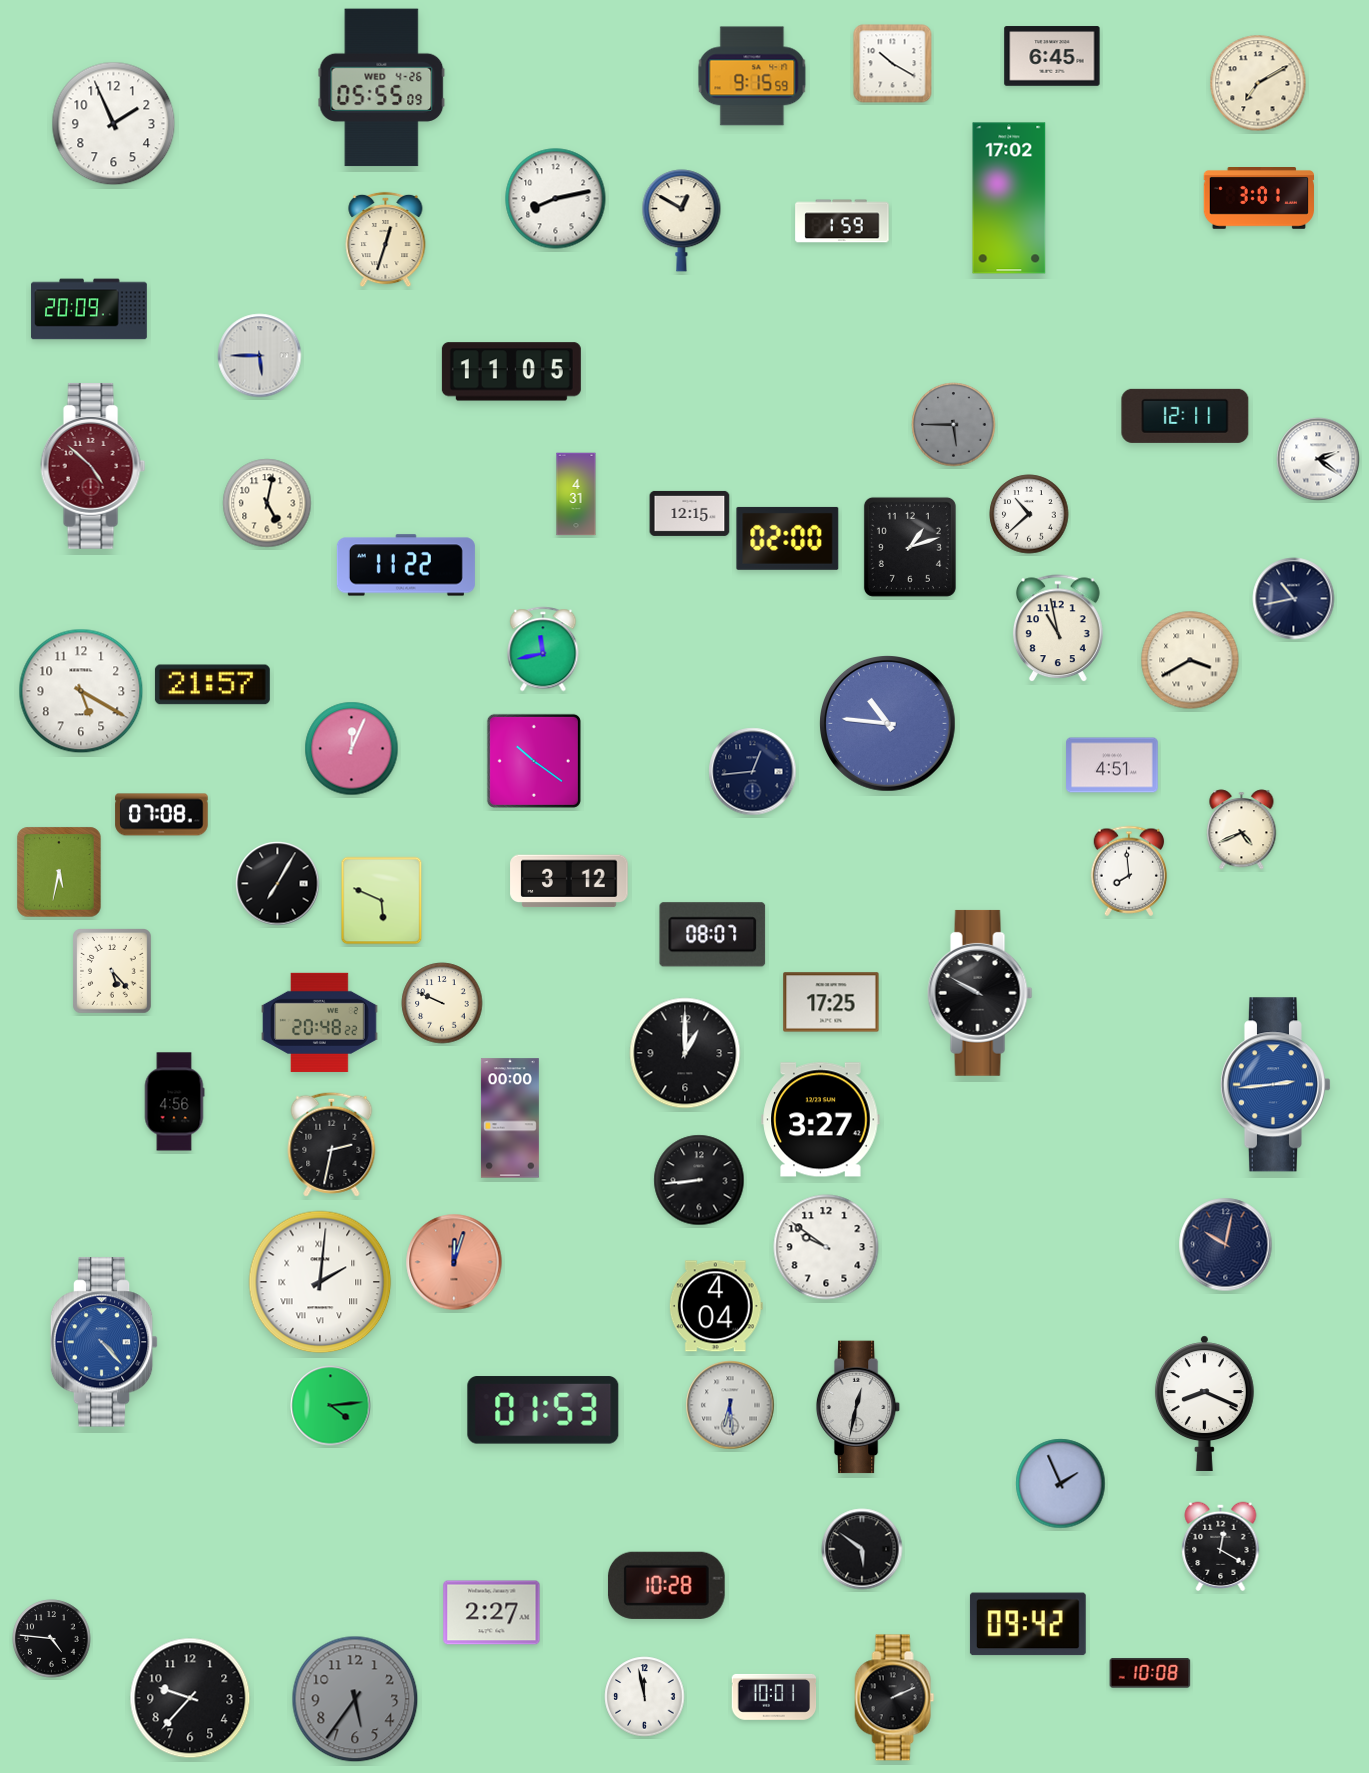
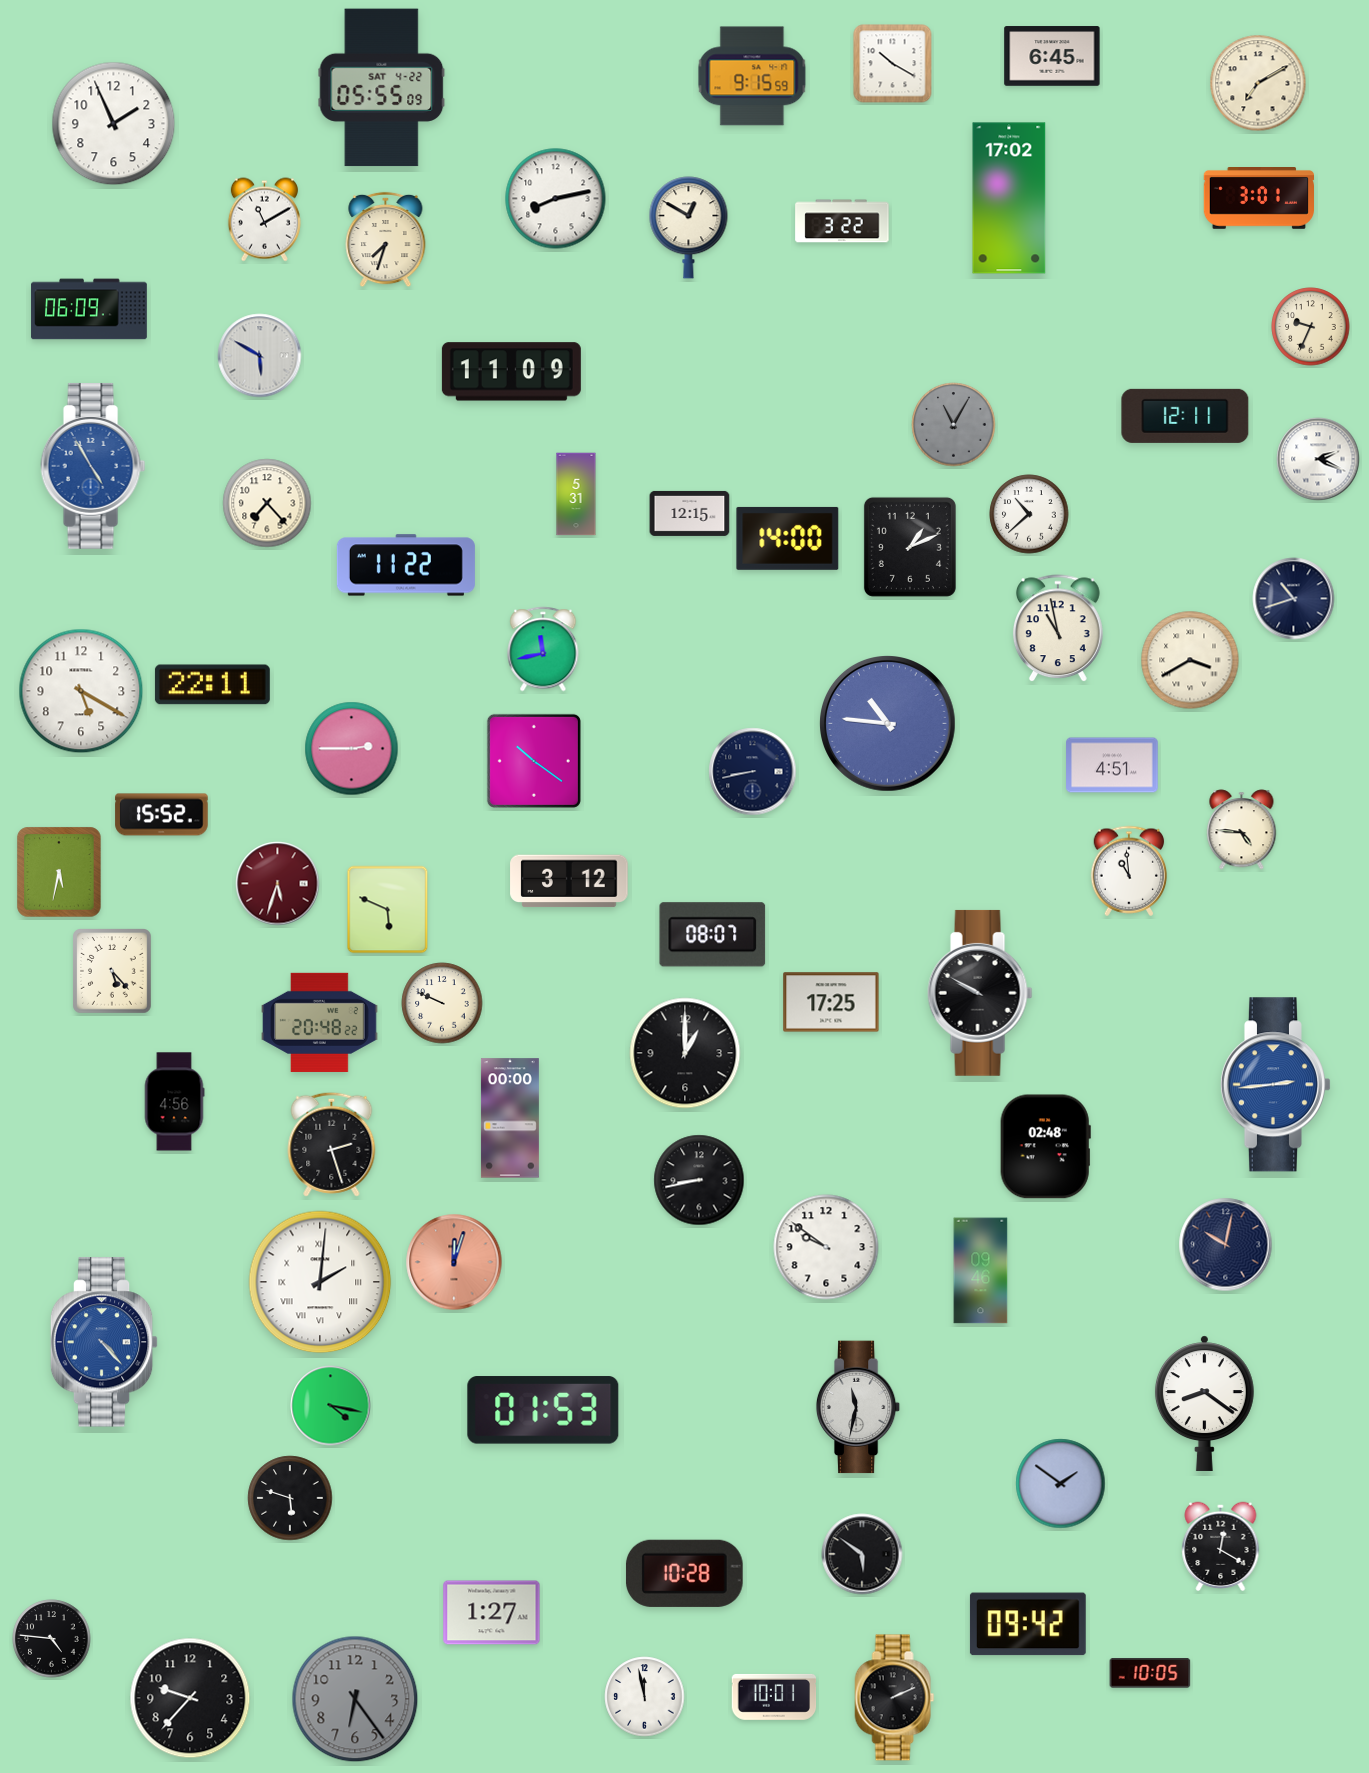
clock at (382, 88) date: WED 4-26 -> SAT 4-22
clock at (264, 220): none -> 11:10
clock at (682, 221) position: (682, 221) -> (689, 228)
clock at (842, 221): 1:59 -> 3:22
clock at (386, 240): 12:33 -> 7:33
clock at (89, 309): 20:09 -> 06:09
clock at (1311, 327): none -> 9:34
clock at (260, 356): 5:45 -> 5:50
clock at (511, 372): 11:05 -> 11:09
clock at (954, 425): 5:45 -> 11:05
clock at (1318, 459): 2:21 -> 2:19
clock at (93, 466): 4:52 -> 4:55
clock at (93, 466) dial: burgundy -> blue
clock at (576, 494): 4:31 -> 5:31
clock at (267, 503): 5:02 -> 7:23
clock at (788, 538): 02:00 -> 14:00
clock at (910, 547): 1:12 -> 1:11
clock at (1294, 599): 10:43 -> 10:42
clock at (212, 685): 21:57 -> 22:11
clock at (352, 749): 12:04 -> 2:45
clock at (753, 772): 12:44 -> 8:43
clock at (162, 815): 07:08 -> 15:52
clock at (1242, 830): 4:41 -> 4:46
clock at (1129, 871): 7:59 -> 10:59
clock at (278, 884): 7:05 -> 5:33
clock at (278, 884) dial: black -> burgundy
clock at (382, 901) position: (382, 901) -> (388, 910)
clock at (821, 1120): 3:27 -> none
clock at (332, 1144): 2:32 -> 2:27
clock at (1045, 1147): none -> 02:48
clock at (699, 1180): 8:44 -> 8:43
clock at (981, 1271): none -> 09:46
clock at (716, 1306): 4:04 -> none
clock at (1204, 1403): 8:19 -> 8:21
clock at (730, 1405): 6:29 -> none
clock at (331, 1406): 4:14 -> 4:17
clock at (858, 1407): 12:32 -> 11:32
clock at (1061, 1484): 1:56 -> 1:51
clock at (290, 1498): none -> 5:48
clock at (862, 1549) position: (862, 1549) -> (862, 1554)
clock at (666, 1585) position: (666, 1585) -> (684, 1573)
clock at (492, 1613): 2:27 -> 1:27
clock at (1150, 1674): 10:08 -> 10:05
clock at (355, 1699): 5:36 -> 6:24
